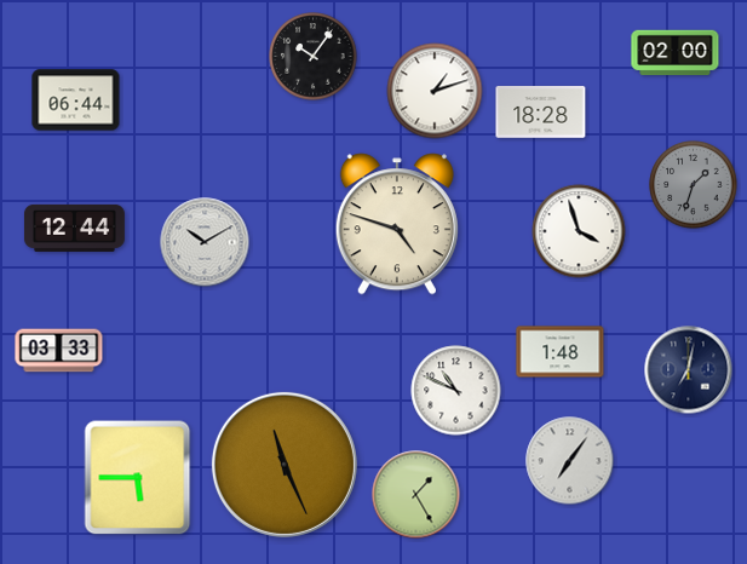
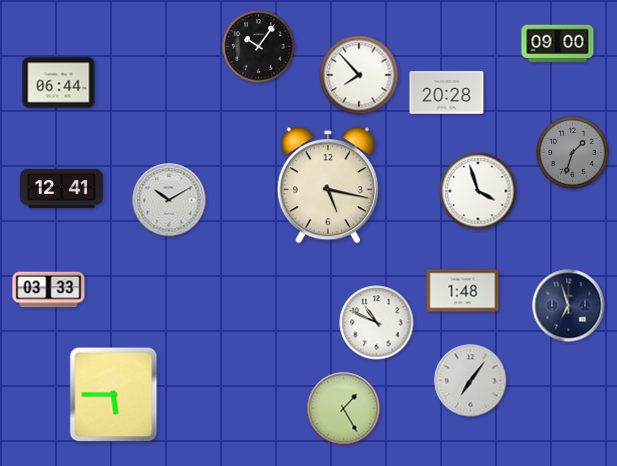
clock at (676, 53): 02:00 -> 09:00
clock at (435, 91): 1:12 -> 7:53
clock at (76, 100) position: (76, 100) -> (59, 83)
clock at (541, 113): 18:28 -> 20:28
clock at (397, 224): 4:48 -> 5:17
clock at (74, 228): 12:44 -> 12:41
clock at (689, 370): 7:02 -> 6:57
clock at (285, 465): 11:26 -> none
